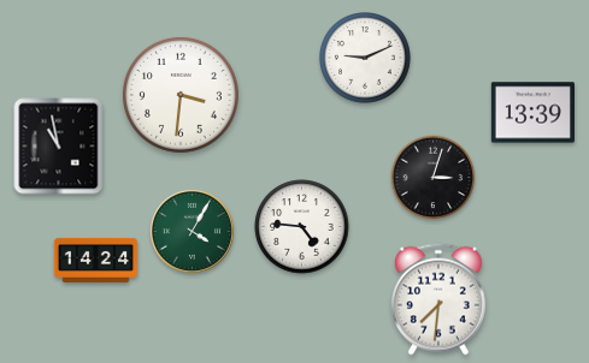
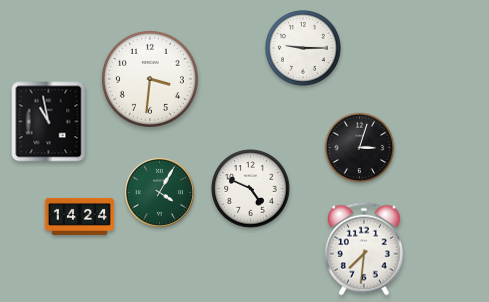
clock at (366, 59): 9:11 -> 9:15
clock at (532, 113): 13:39 -> none
clock at (302, 227): 4:46 -> 4:49
